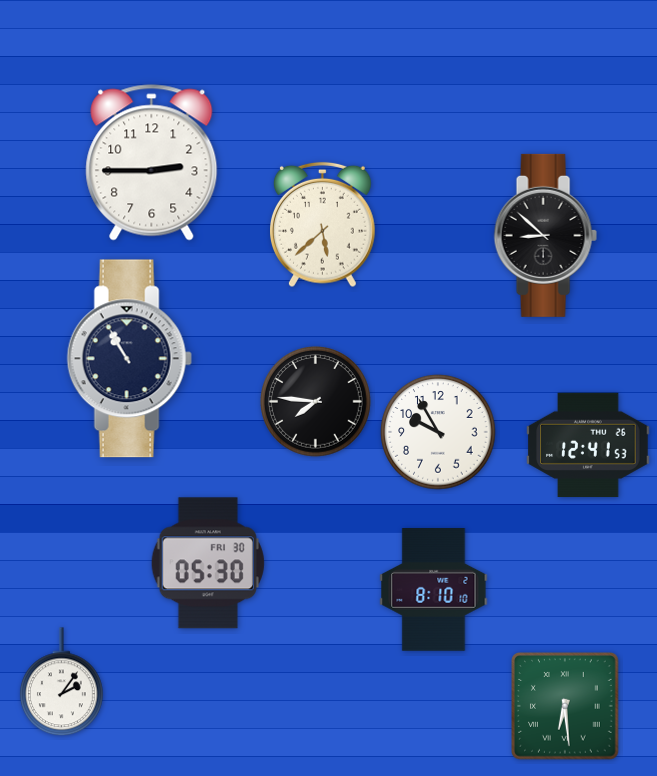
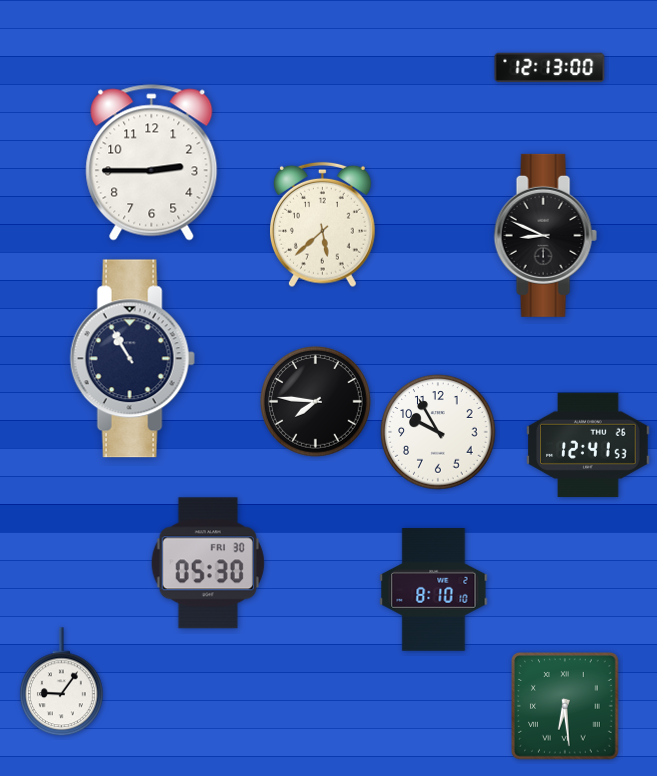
clock at (550, 68): none -> 12:13
clock at (545, 235): 8:52 -> 8:49
clock at (129, 359) position: (129, 359) -> (132, 359)
clock at (61, 682): 2:06 -> 9:06
